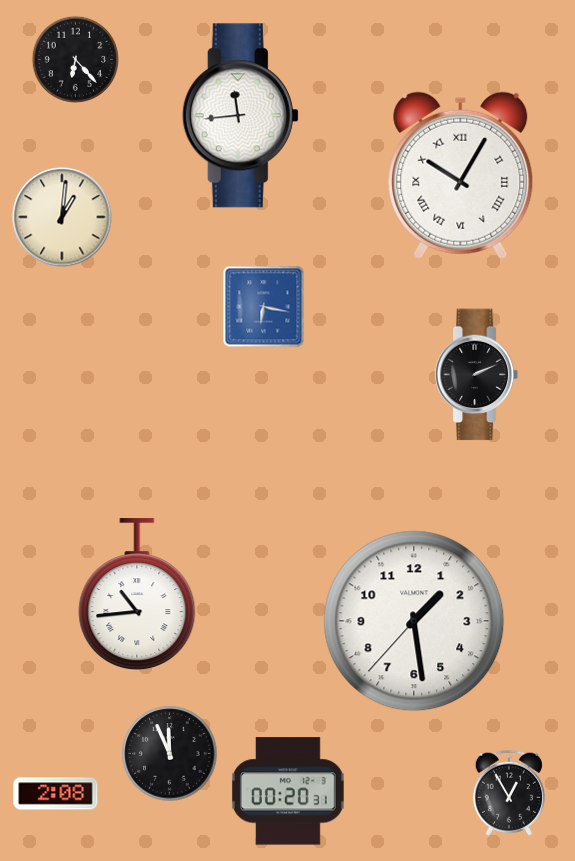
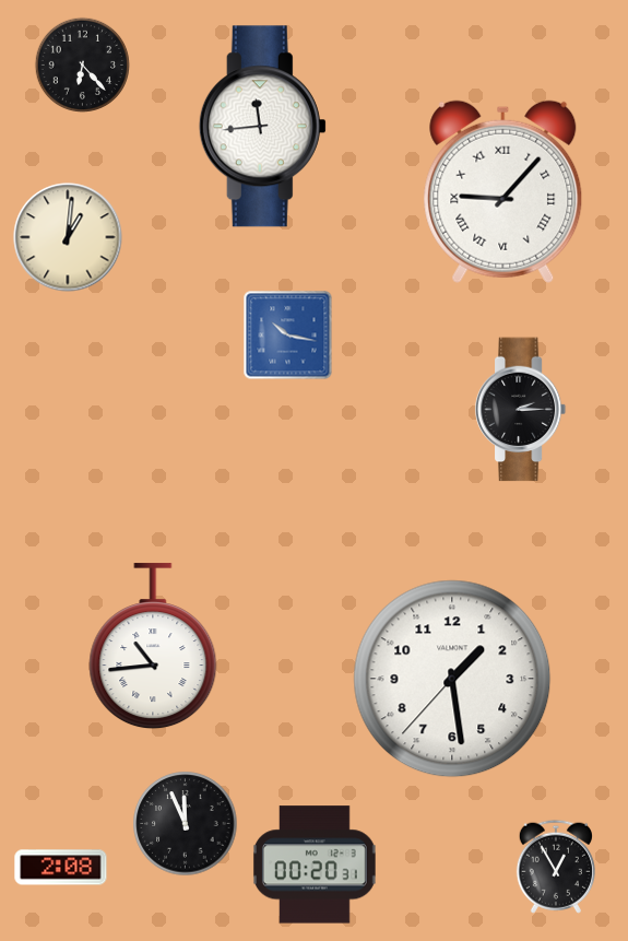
clock at (461, 175): 10:05 -> 9:07
clock at (264, 307): 6:17 -> 10:17
clock at (477, 375): 2:11 -> 2:15
clock at (137, 595) position: (137, 595) -> (153, 647)
